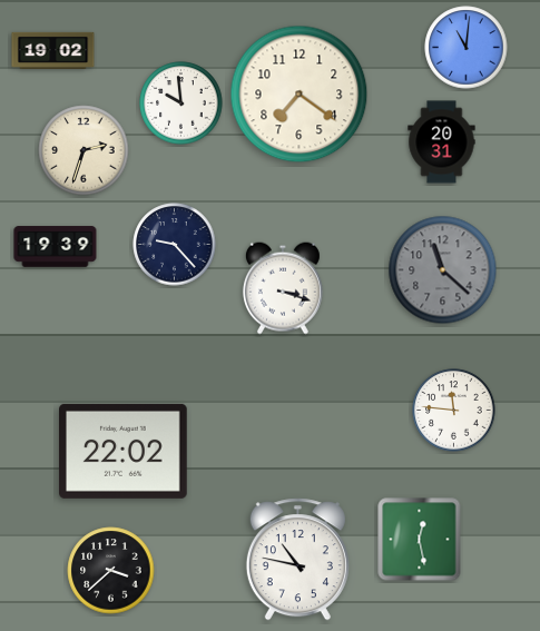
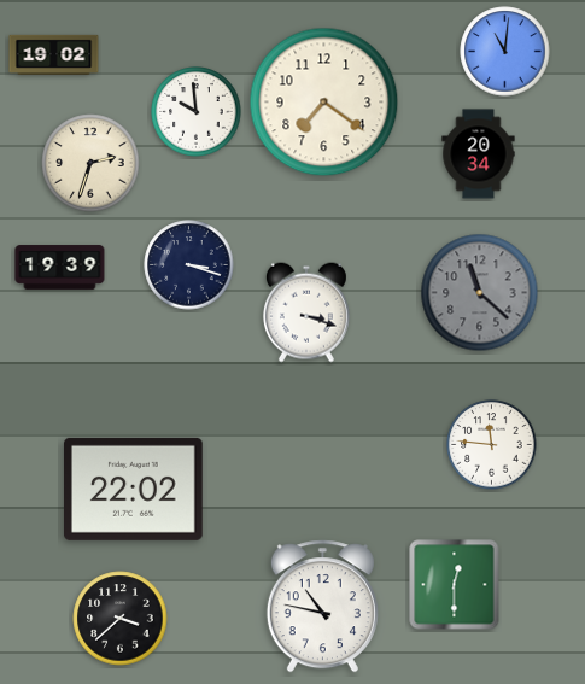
clock at (53, 50) position: (53, 50) -> (54, 54)
clock at (442, 142): 20:31 -> 20:34
clock at (175, 245): 9:23 -> 3:18
clock at (420, 540): 12:28 -> 12:30
